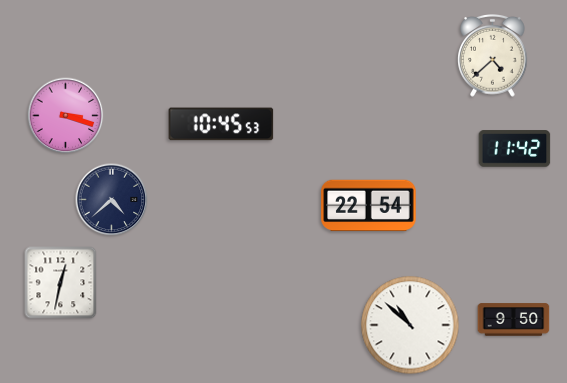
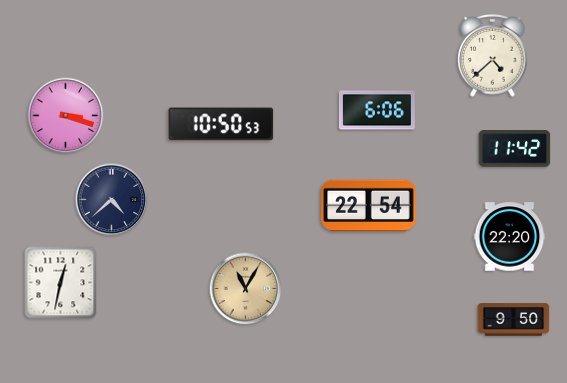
clock at (377, 110): none -> 6:06
clock at (221, 124): 10:45 -> 10:50
clock at (510, 237): none -> 22:20
clock at (246, 289): none -> 11:05
clock at (410, 325): 10:52 -> none
